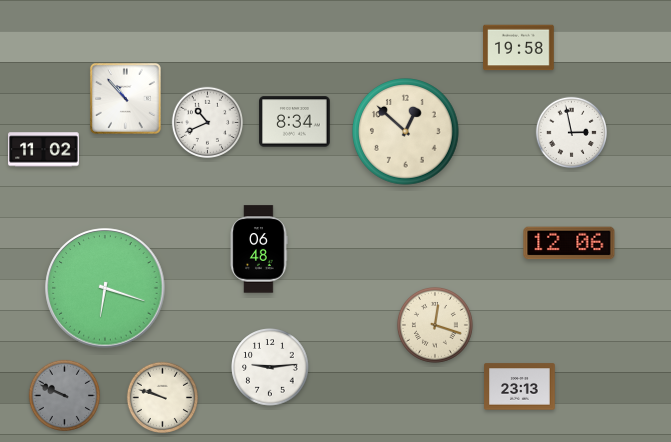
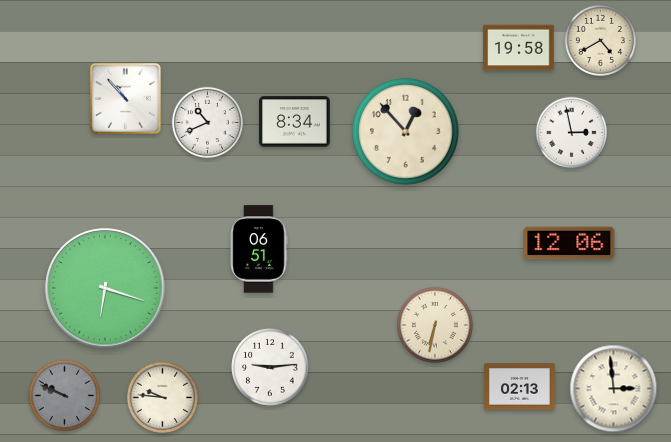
clock at (600, 40): none -> 4:40
clock at (406, 132): 12:52 -> 12:53
clock at (44, 150): 11:02 -> none
clock at (259, 249): 06:48 -> 06:51
clock at (436, 326): 12:18 -> 6:32
clock at (520, 387): 23:13 -> 02:13
clock at (614, 389): none -> 2:59
clock at (162, 397): 9:48 -> 9:46
